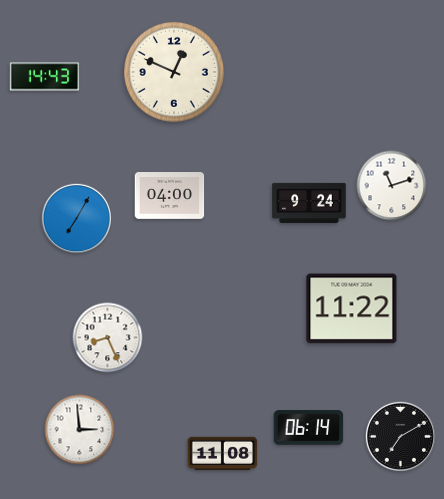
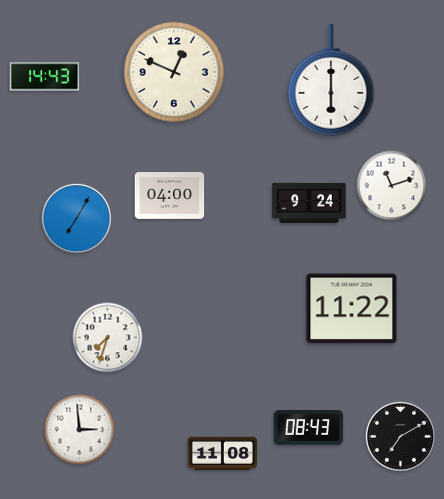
clock at (331, 81): none -> 6:00
clock at (108, 338): 8:26 -> 7:33
clock at (309, 428): 06:14 -> 08:43
